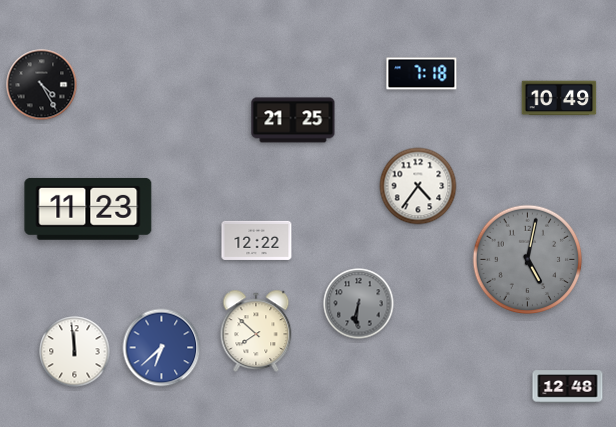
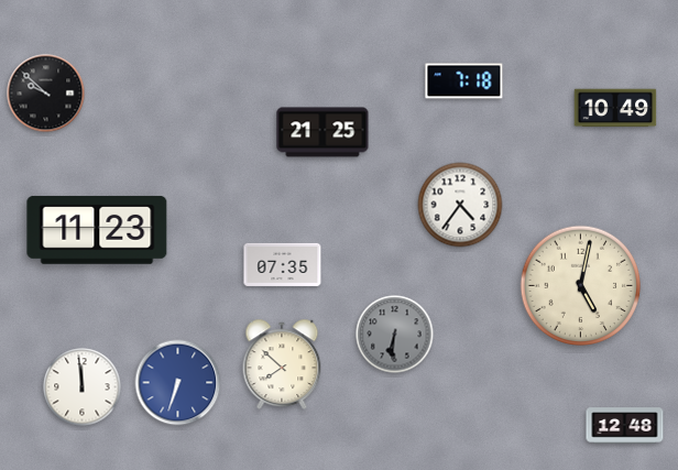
clock at (42, 85): 4:25 -> 9:52
clock at (257, 240): 12:22 -> 07:35
clock at (528, 260) dial: grey -> cream
clock at (162, 348): 6:38 -> 6:33
